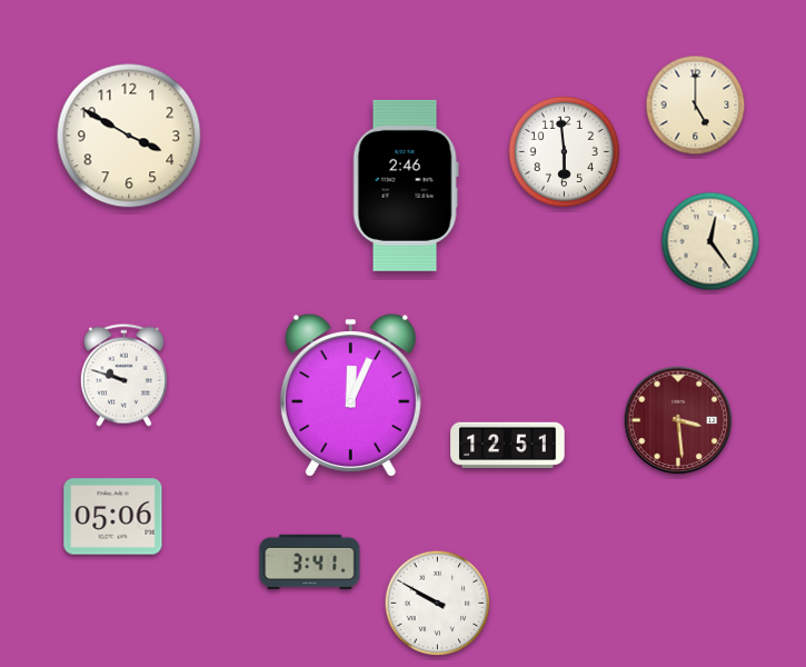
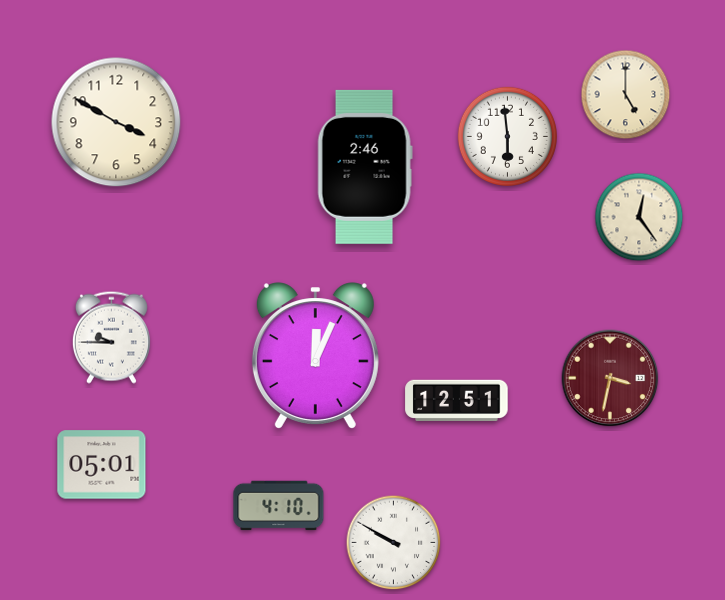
clock at (123, 375): 9:48 -> 9:45
clock at (678, 420): 3:29 -> 3:32
clock at (113, 517): 05:06 -> 05:01
clock at (310, 563): 3:41 -> 4:10
